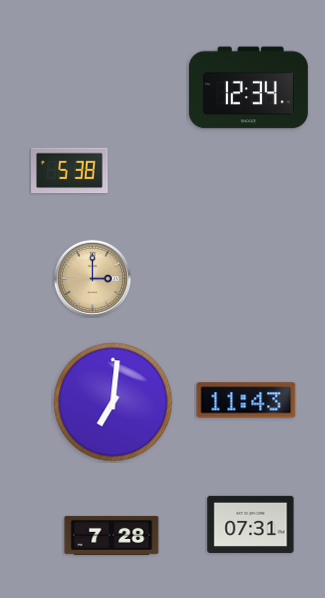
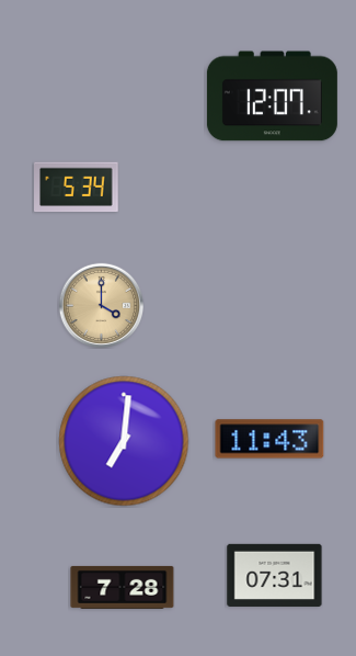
clock at (248, 88): 12:34 -> 12:07
clock at (70, 171): 5:38 -> 5:34
clock at (92, 278): 3:00 -> 4:00
